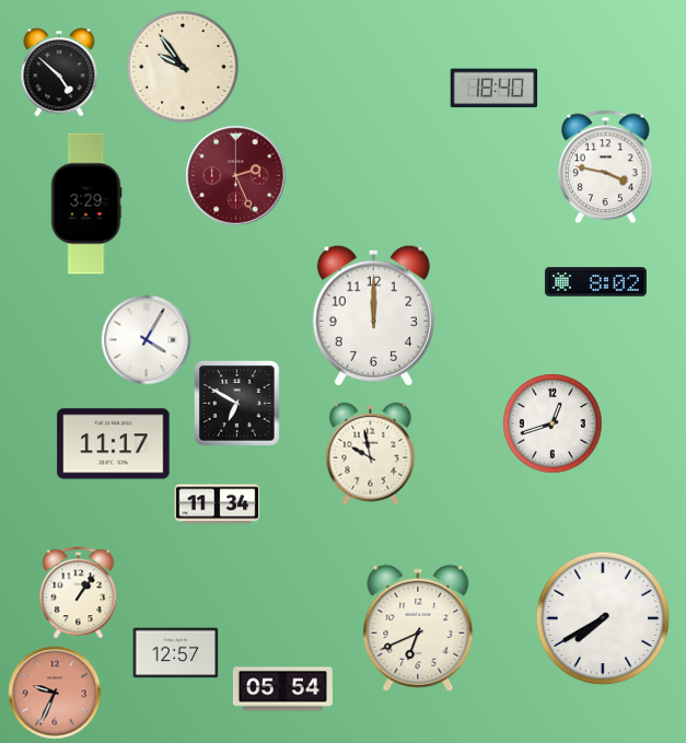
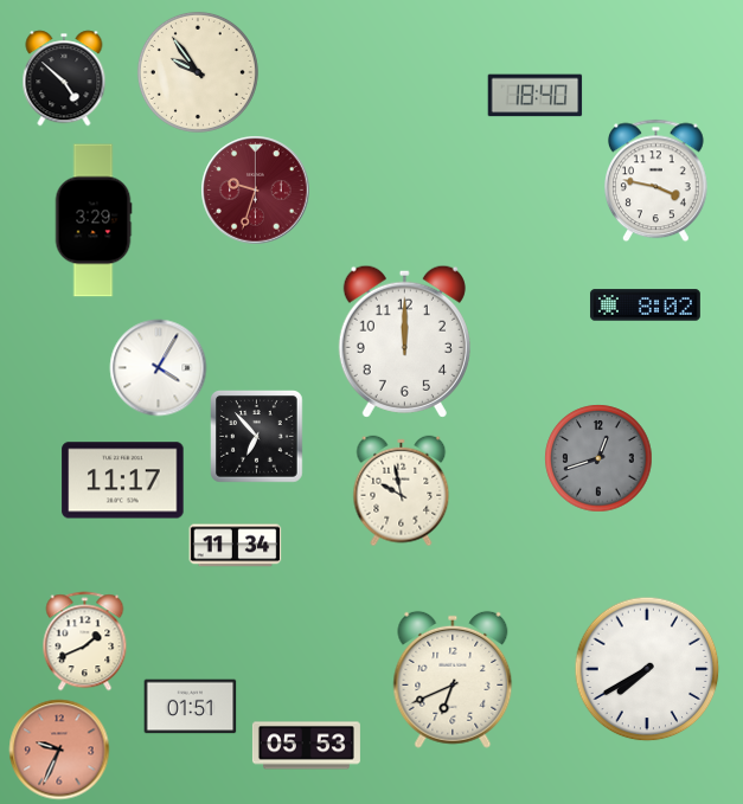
clock at (235, 175): 2:26 -> 9:33
clock at (236, 403): 6:50 -> 6:53
clock at (553, 423) dial: white -> grey
clock at (79, 592): 1:06 -> 1:41
clock at (603, 618) position: (603, 618) -> (647, 669)
clock at (175, 653): 12:57 -> 01:51
clock at (282, 689): 05:54 -> 05:53
